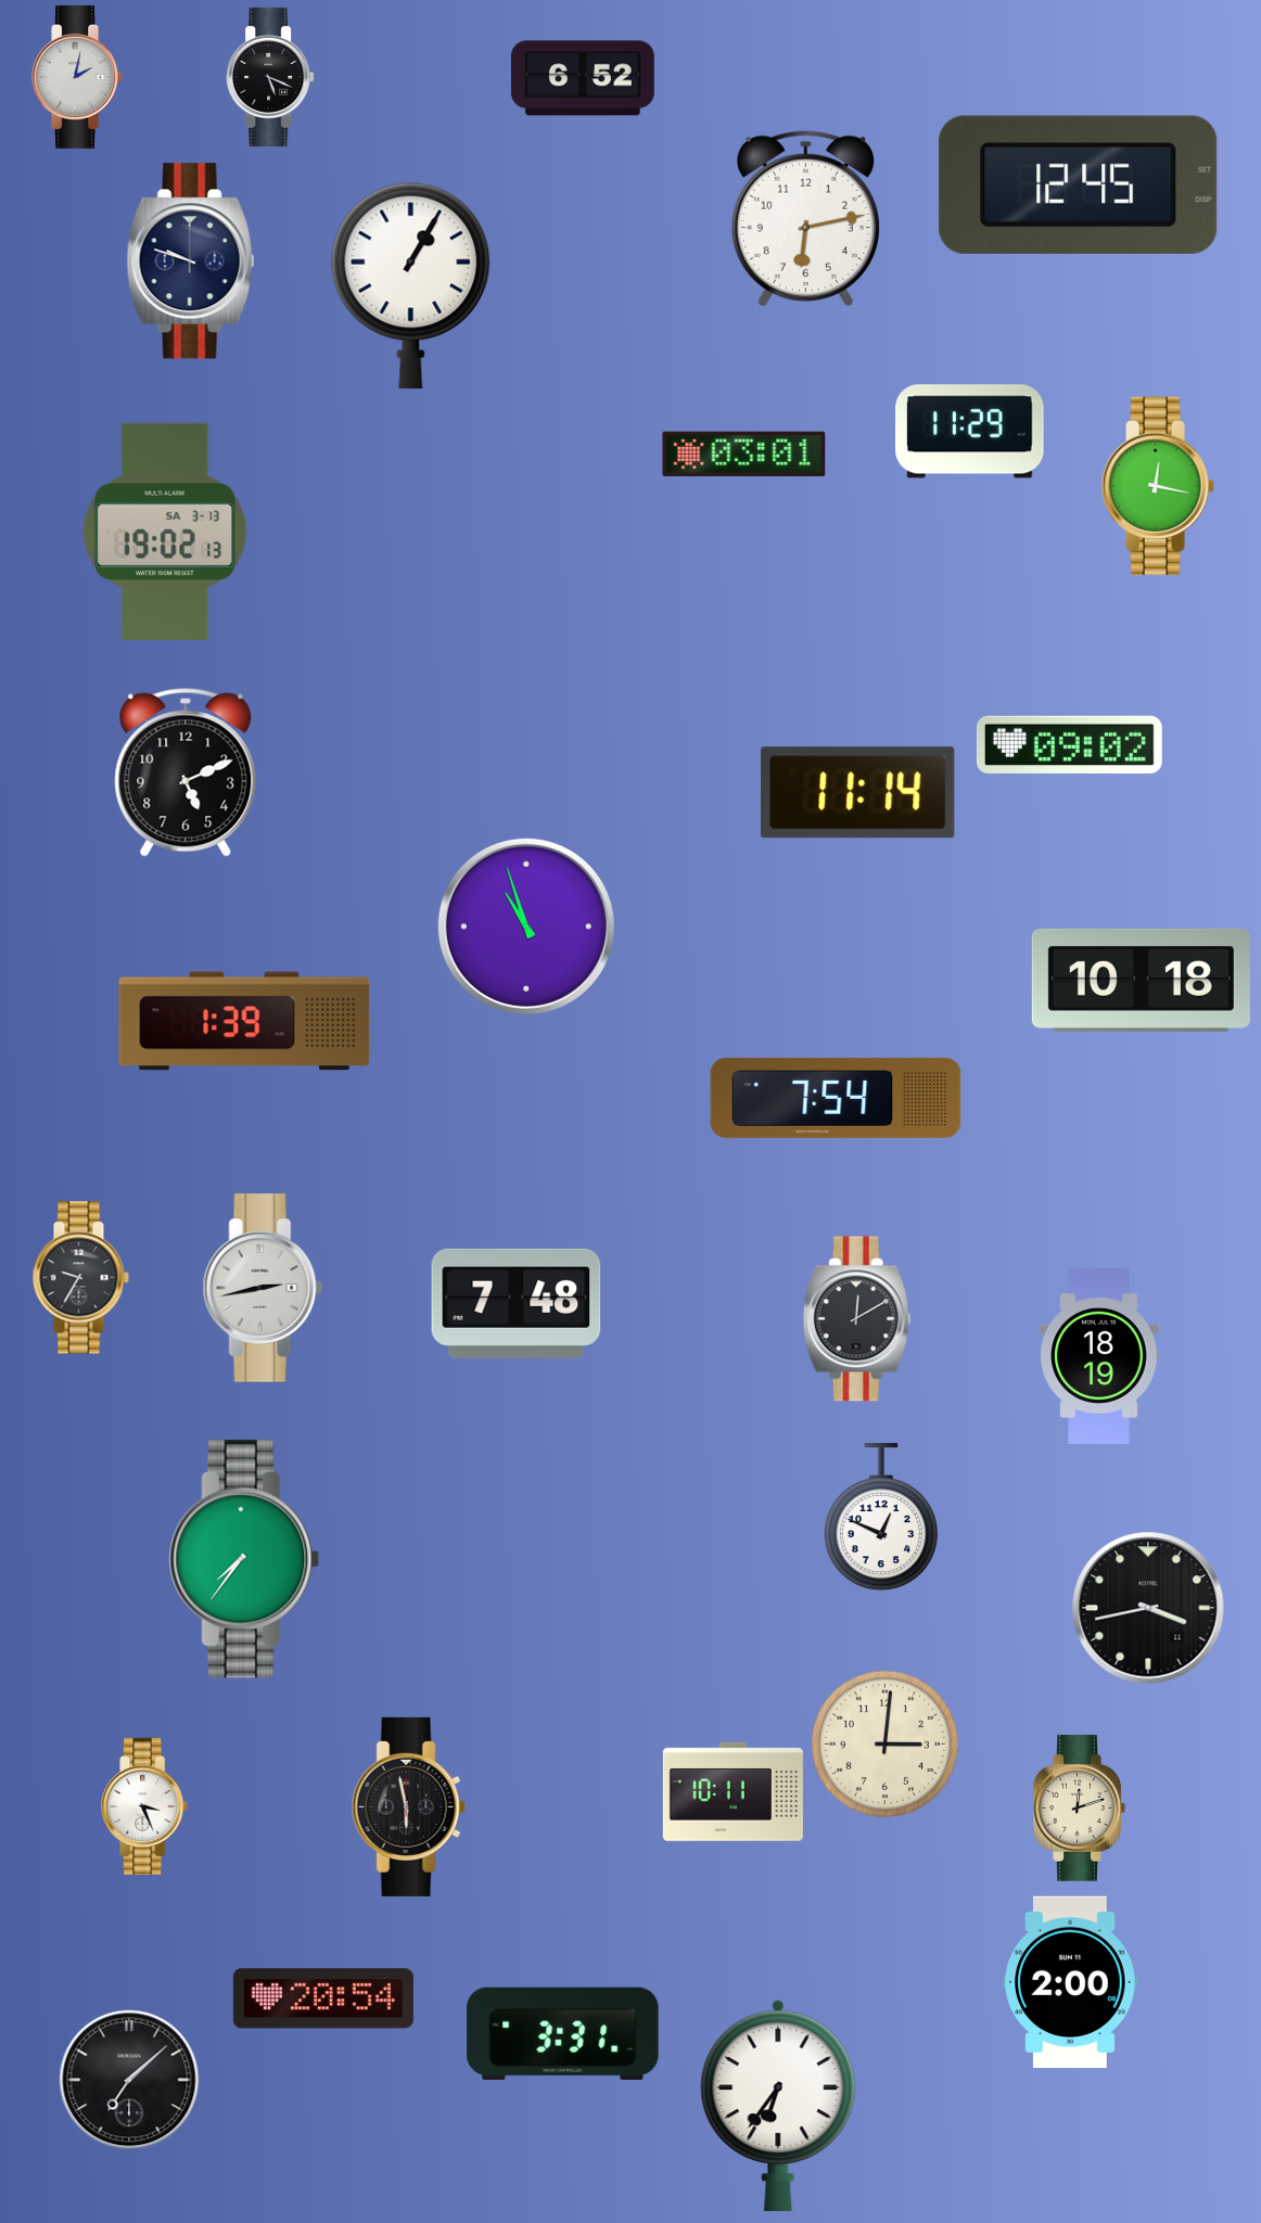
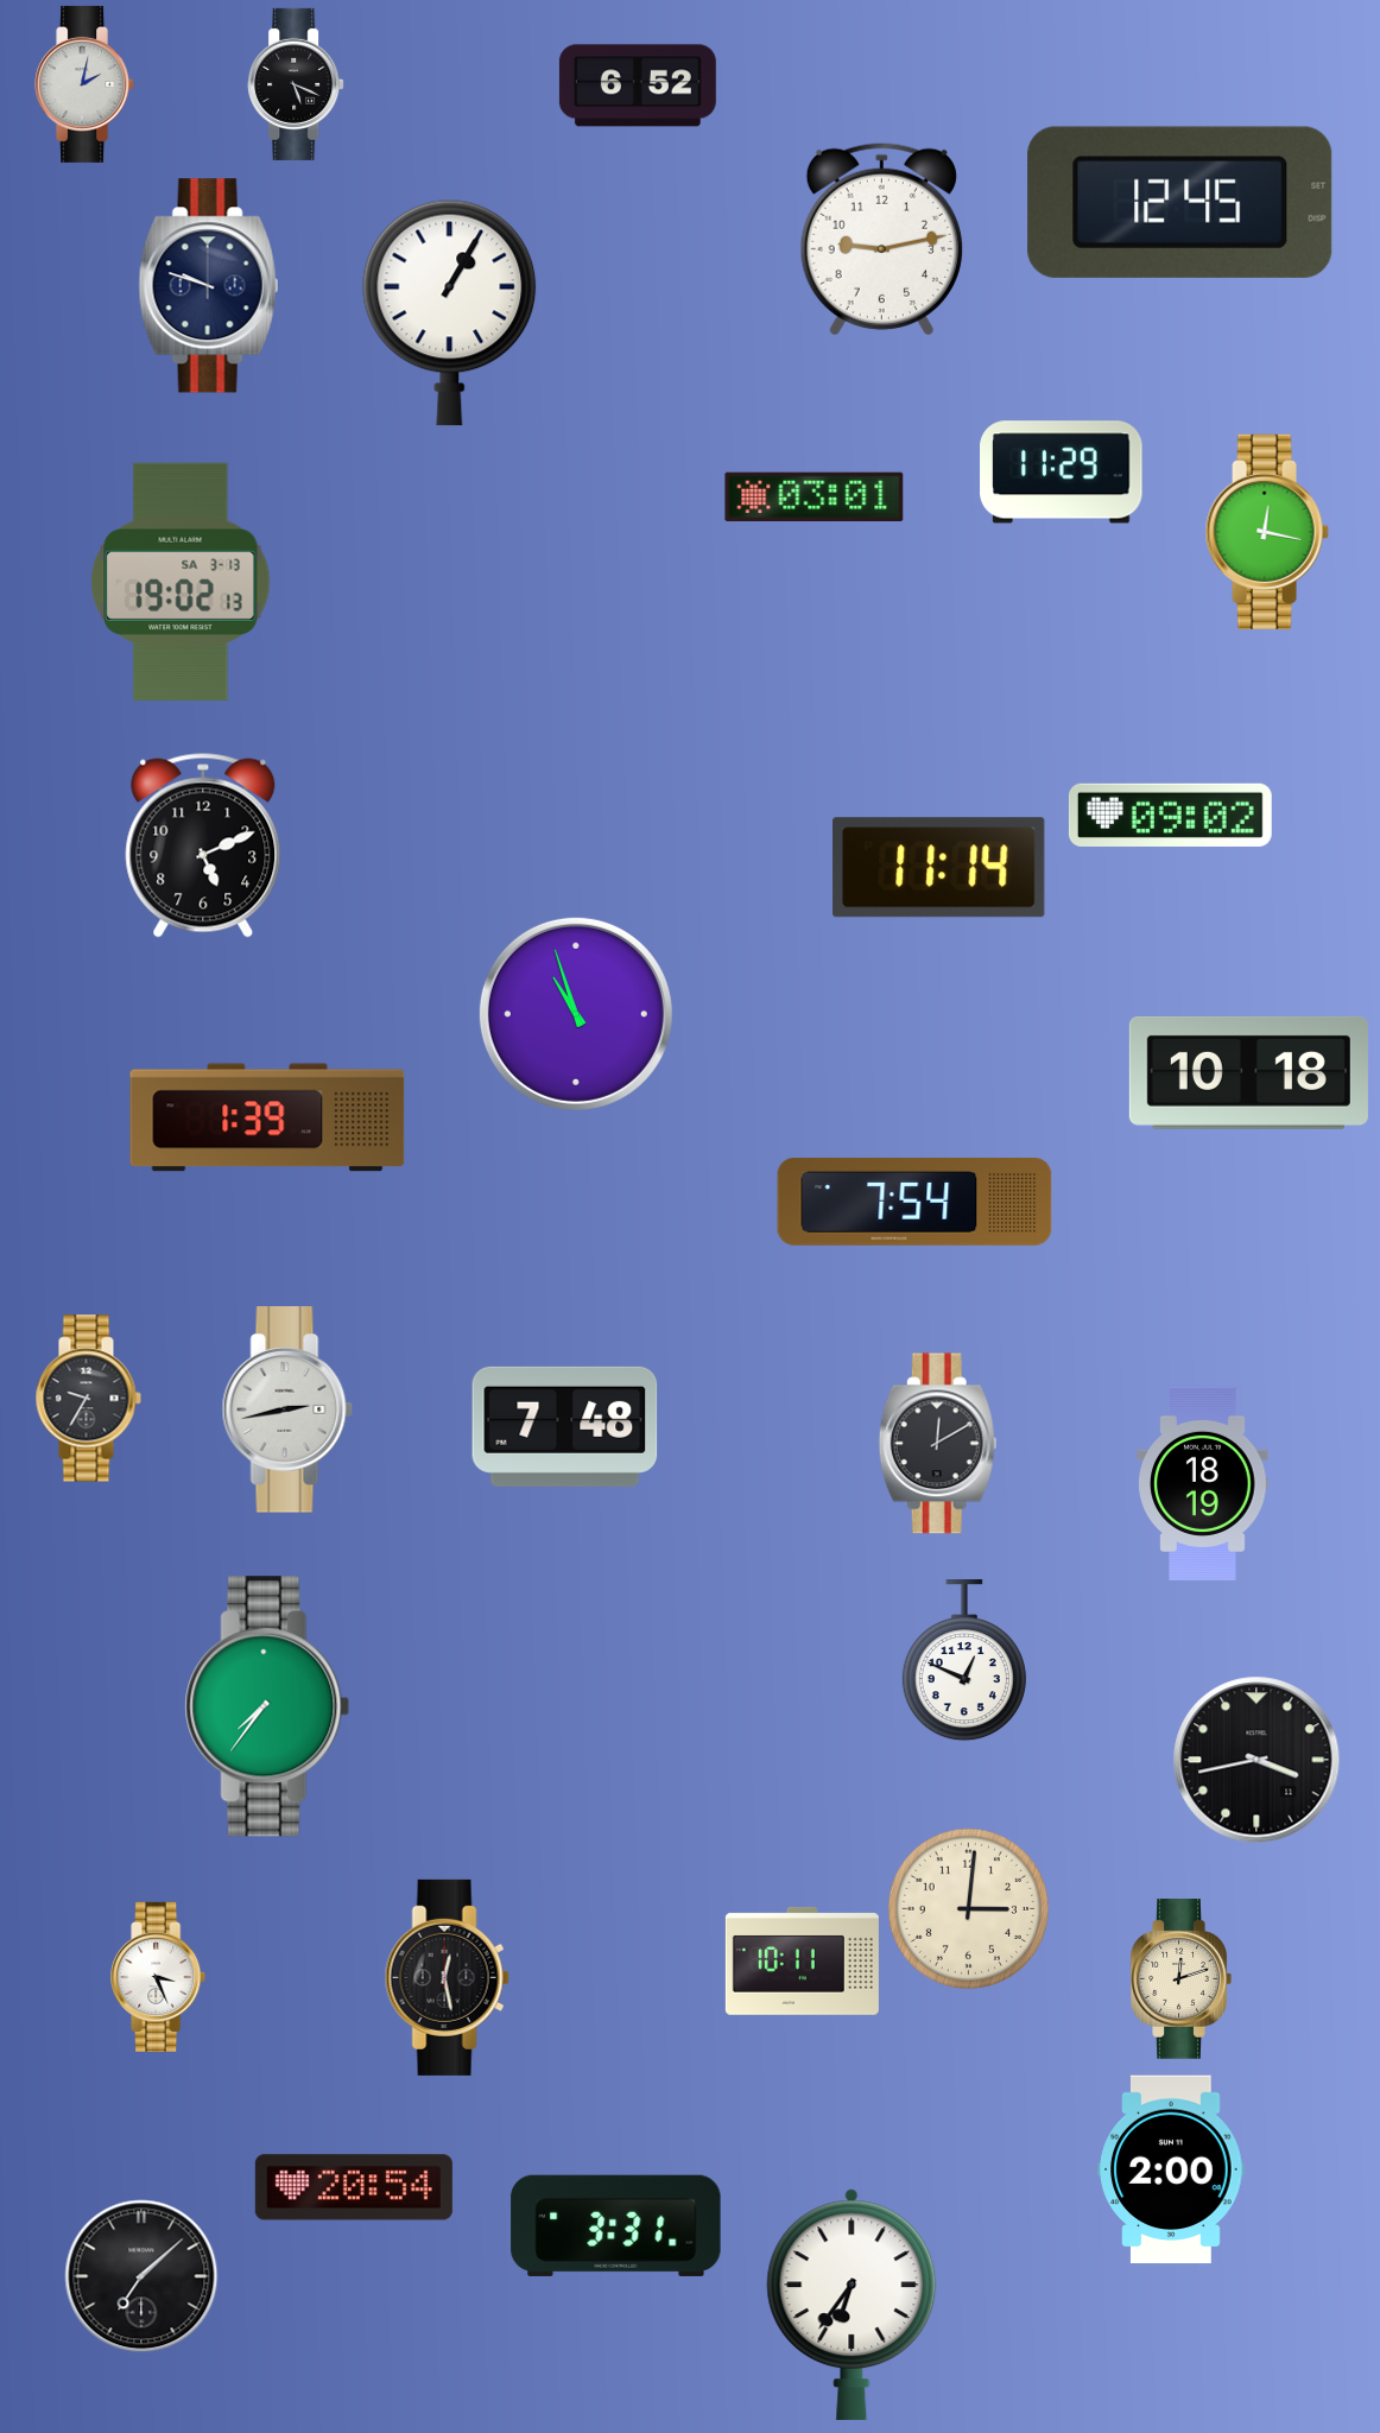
clock at (805, 218): 6:13 -> 9:13
clock at (408, 1806): 5:58 -> 12:28
